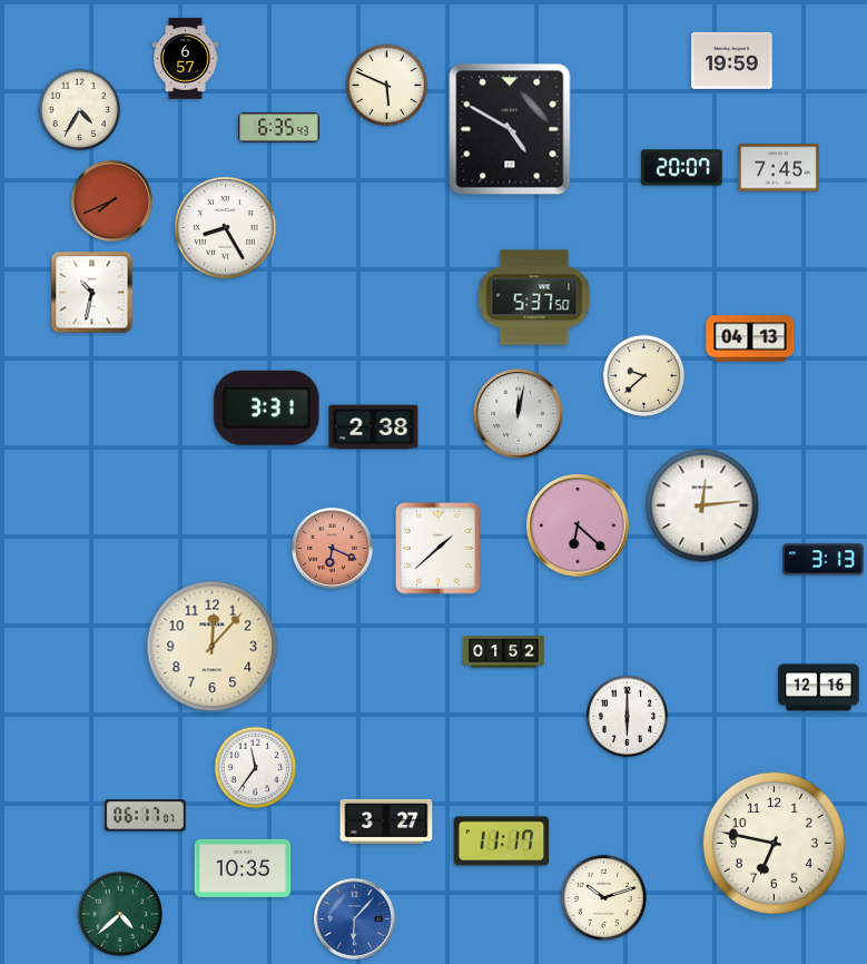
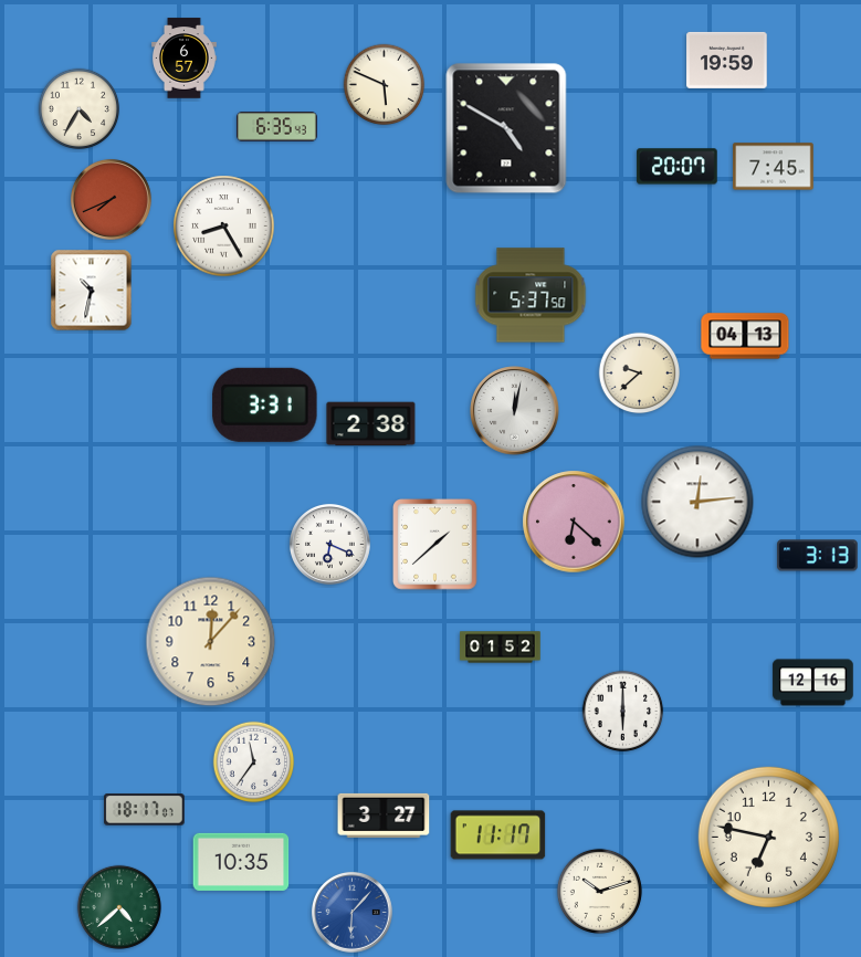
clock at (333, 549) dial: salmon -> white
clock at (146, 816): 06:17 -> 18:17
